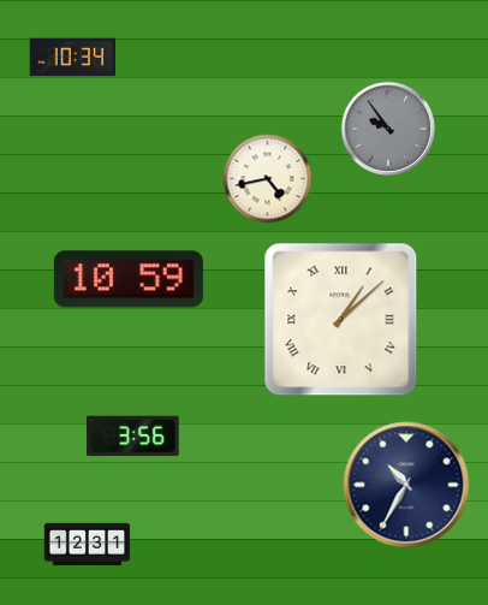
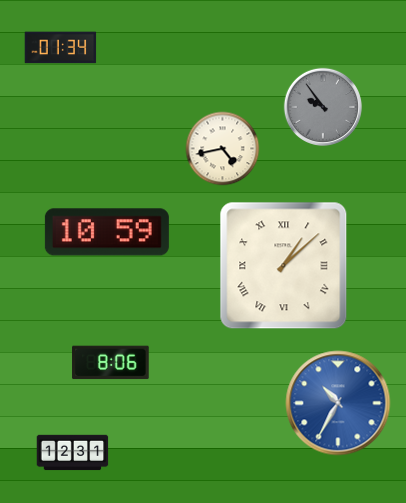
clock at (73, 58): 10:34 -> 01:34
clock at (133, 437): 3:56 -> 8:06
clock at (406, 485) dial: navy -> blue
